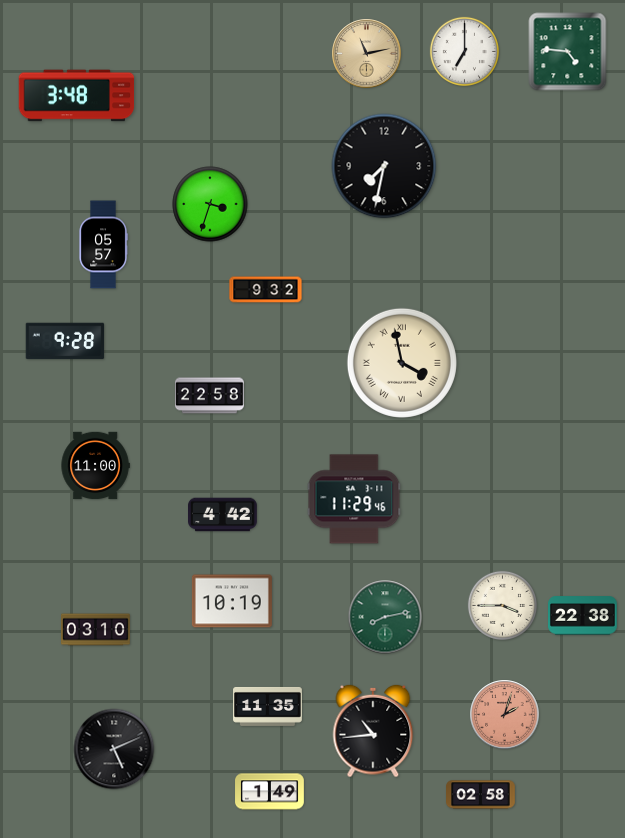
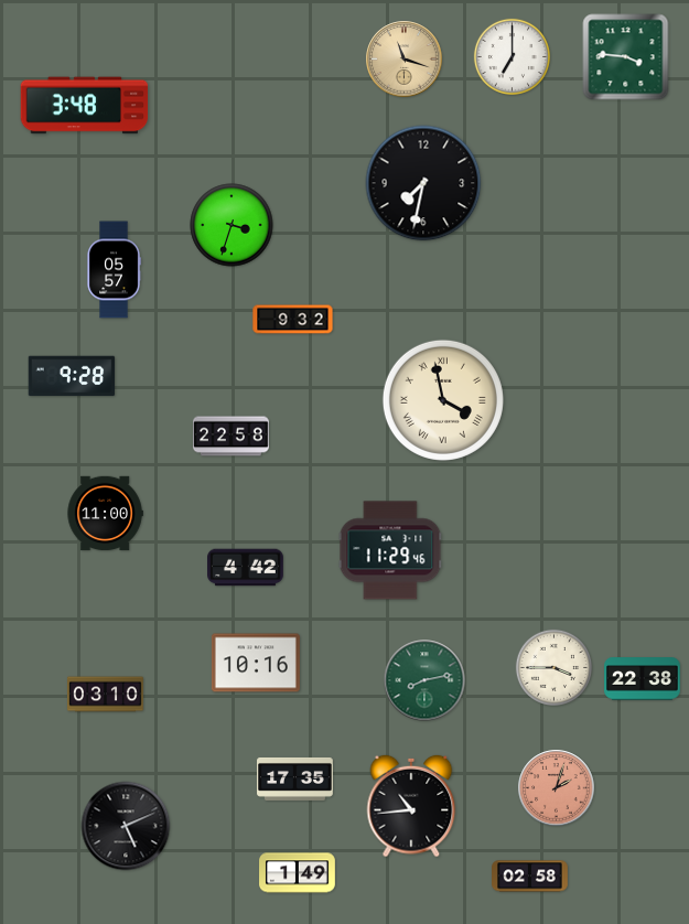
clock at (568, 52): 4:46 -> 3:46
clock at (367, 54): 11:13 -> 11:18
clock at (232, 601): 10:19 -> 10:16
clock at (268, 706): 11:35 -> 17:35
